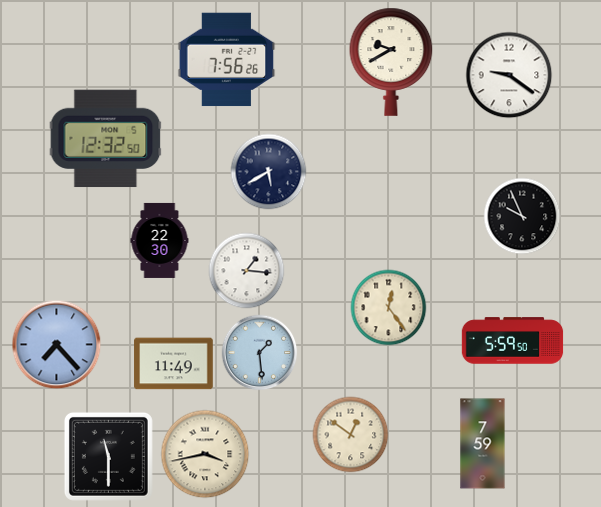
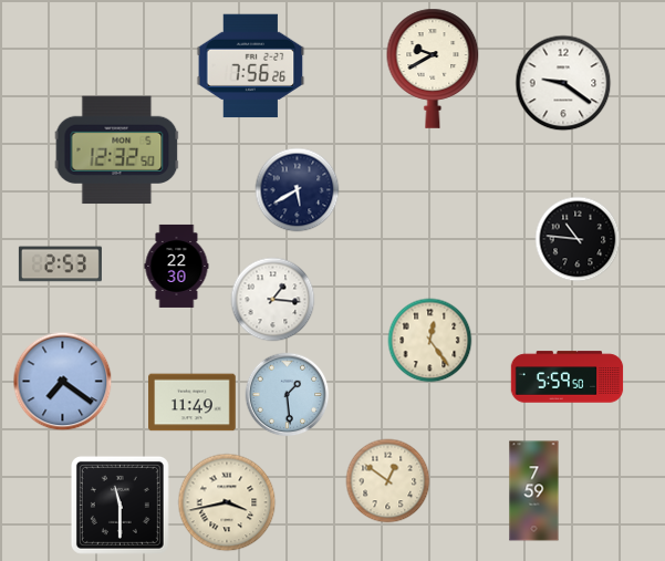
clock at (106, 139) position: (106, 139) -> (117, 150)
clock at (522, 216): 9:56 -> 10:46
clock at (60, 264): none -> 2:53
clock at (57, 345): 7:23 -> 7:21
clock at (260, 353) position: (260, 353) -> (288, 395)
